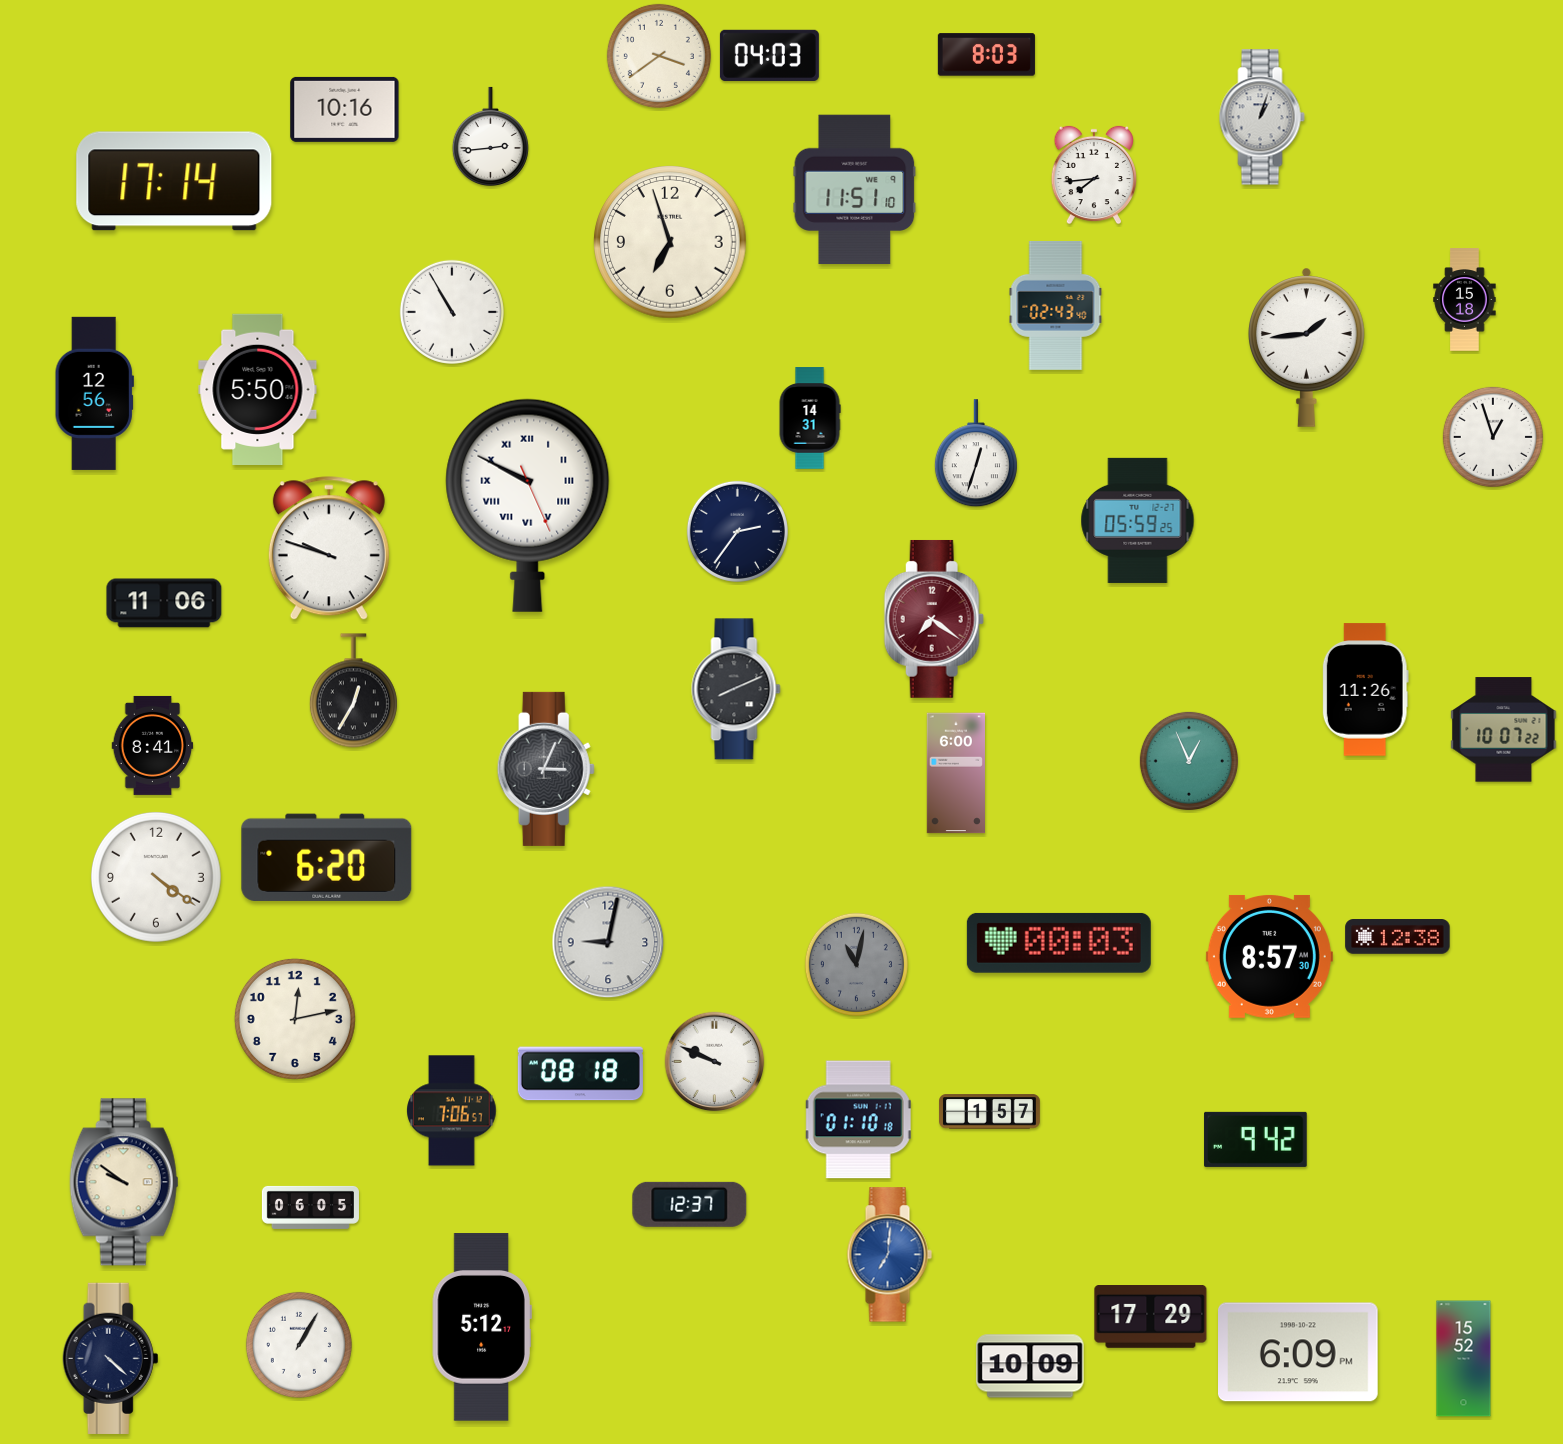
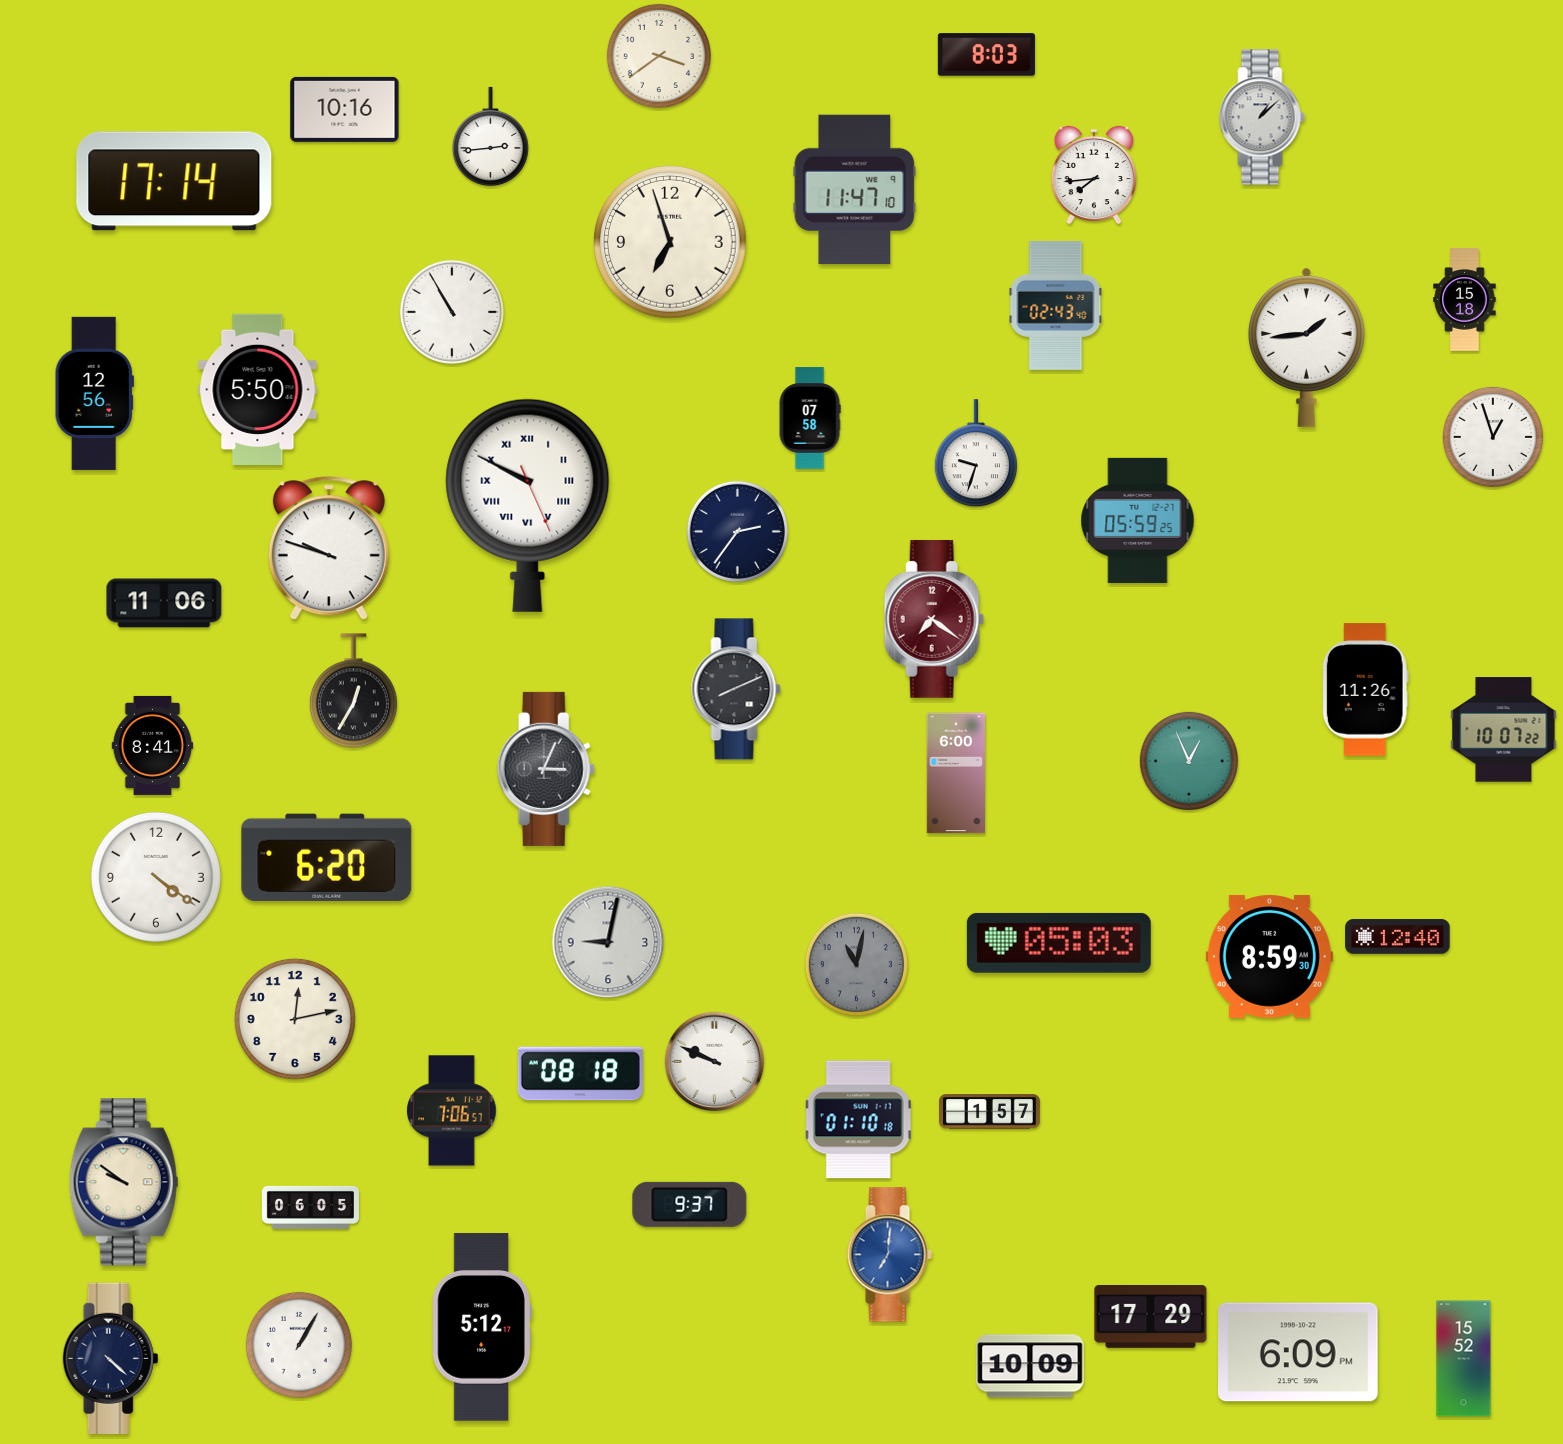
clock at (769, 55): 04:03 -> none
clock at (1262, 117): 1:03 -> 1:08
clock at (855, 190): 11:51 -> 11:47
clock at (810, 418): 14:31 -> 07:58
clock at (976, 454): 12:33 -> 9:33
clock at (1398, 937): 12:38 -> 12:40
clock at (1059, 943): 00:03 -> 05:03
clock at (1269, 956): 8:57 -> 8:59
clock at (1256, 1139): 9:42 -> none
clock at (690, 1204): 12:37 -> 9:37
